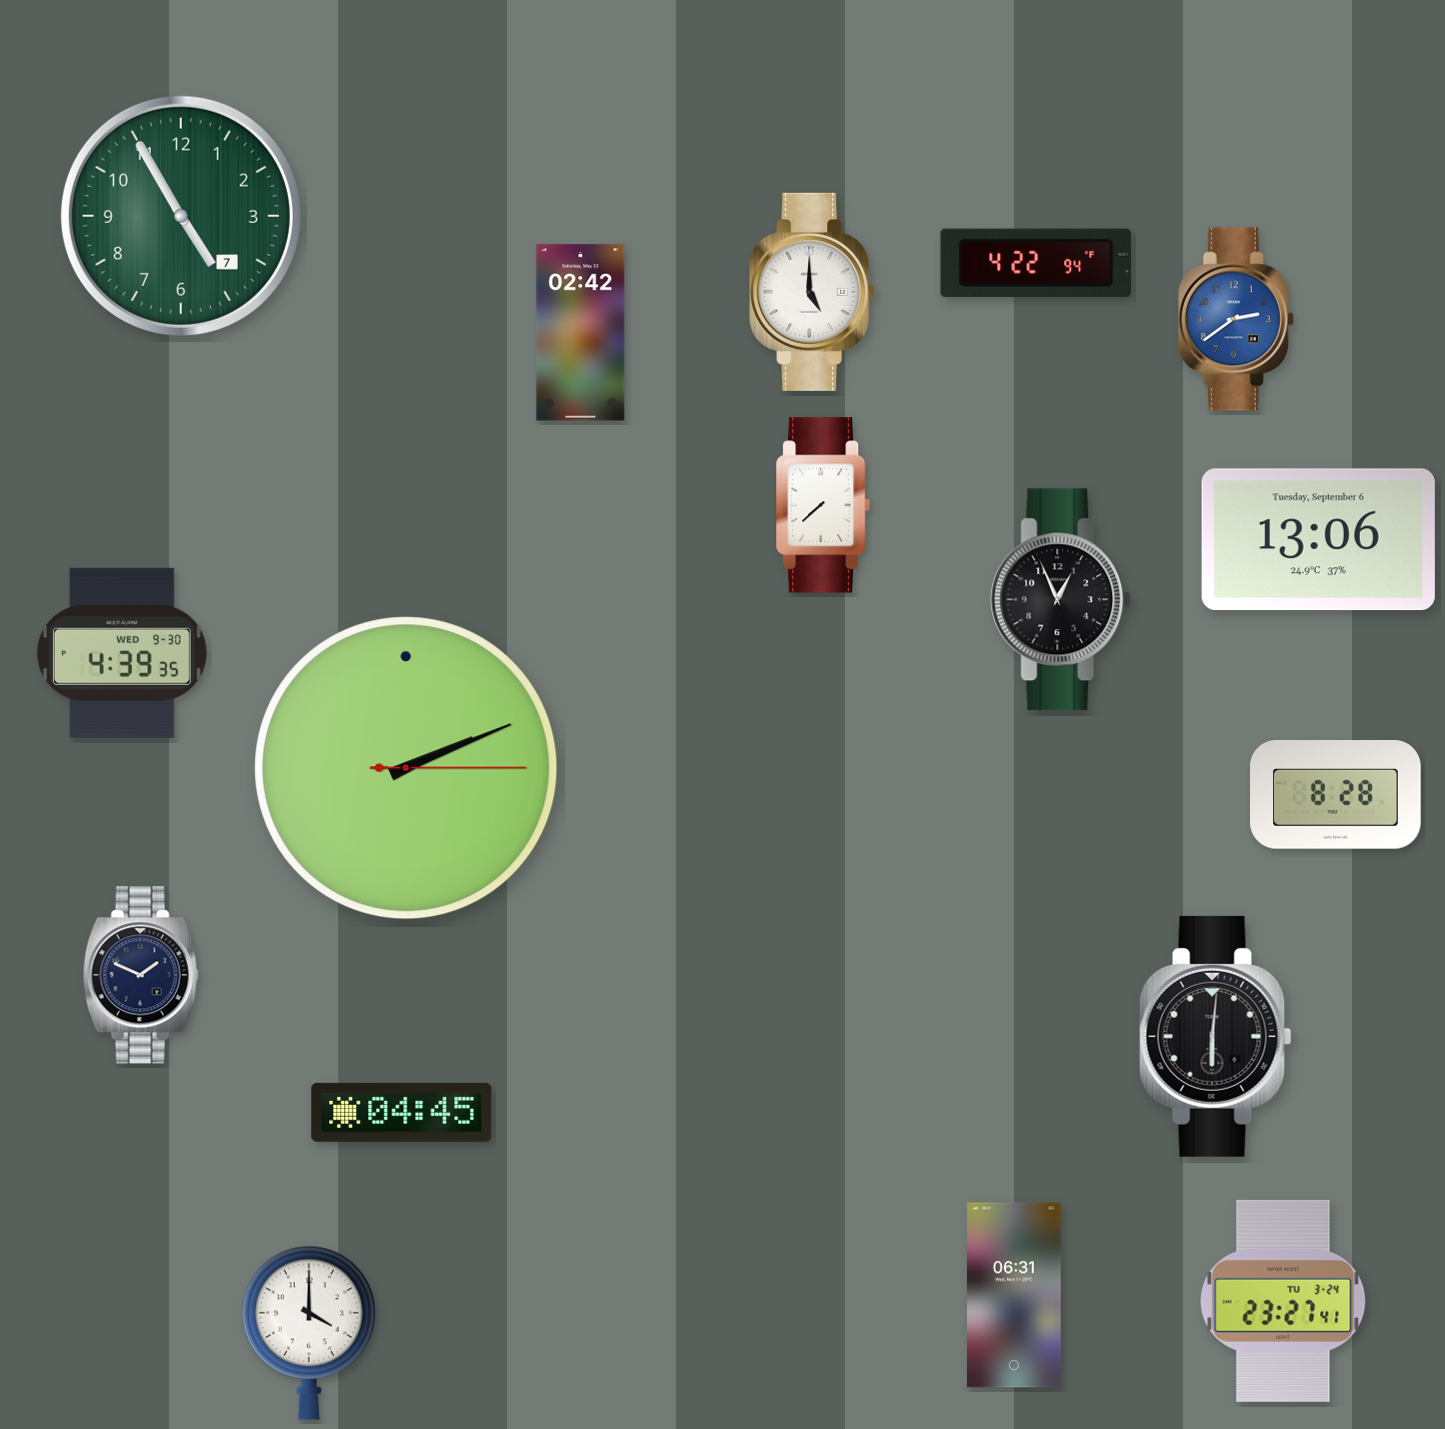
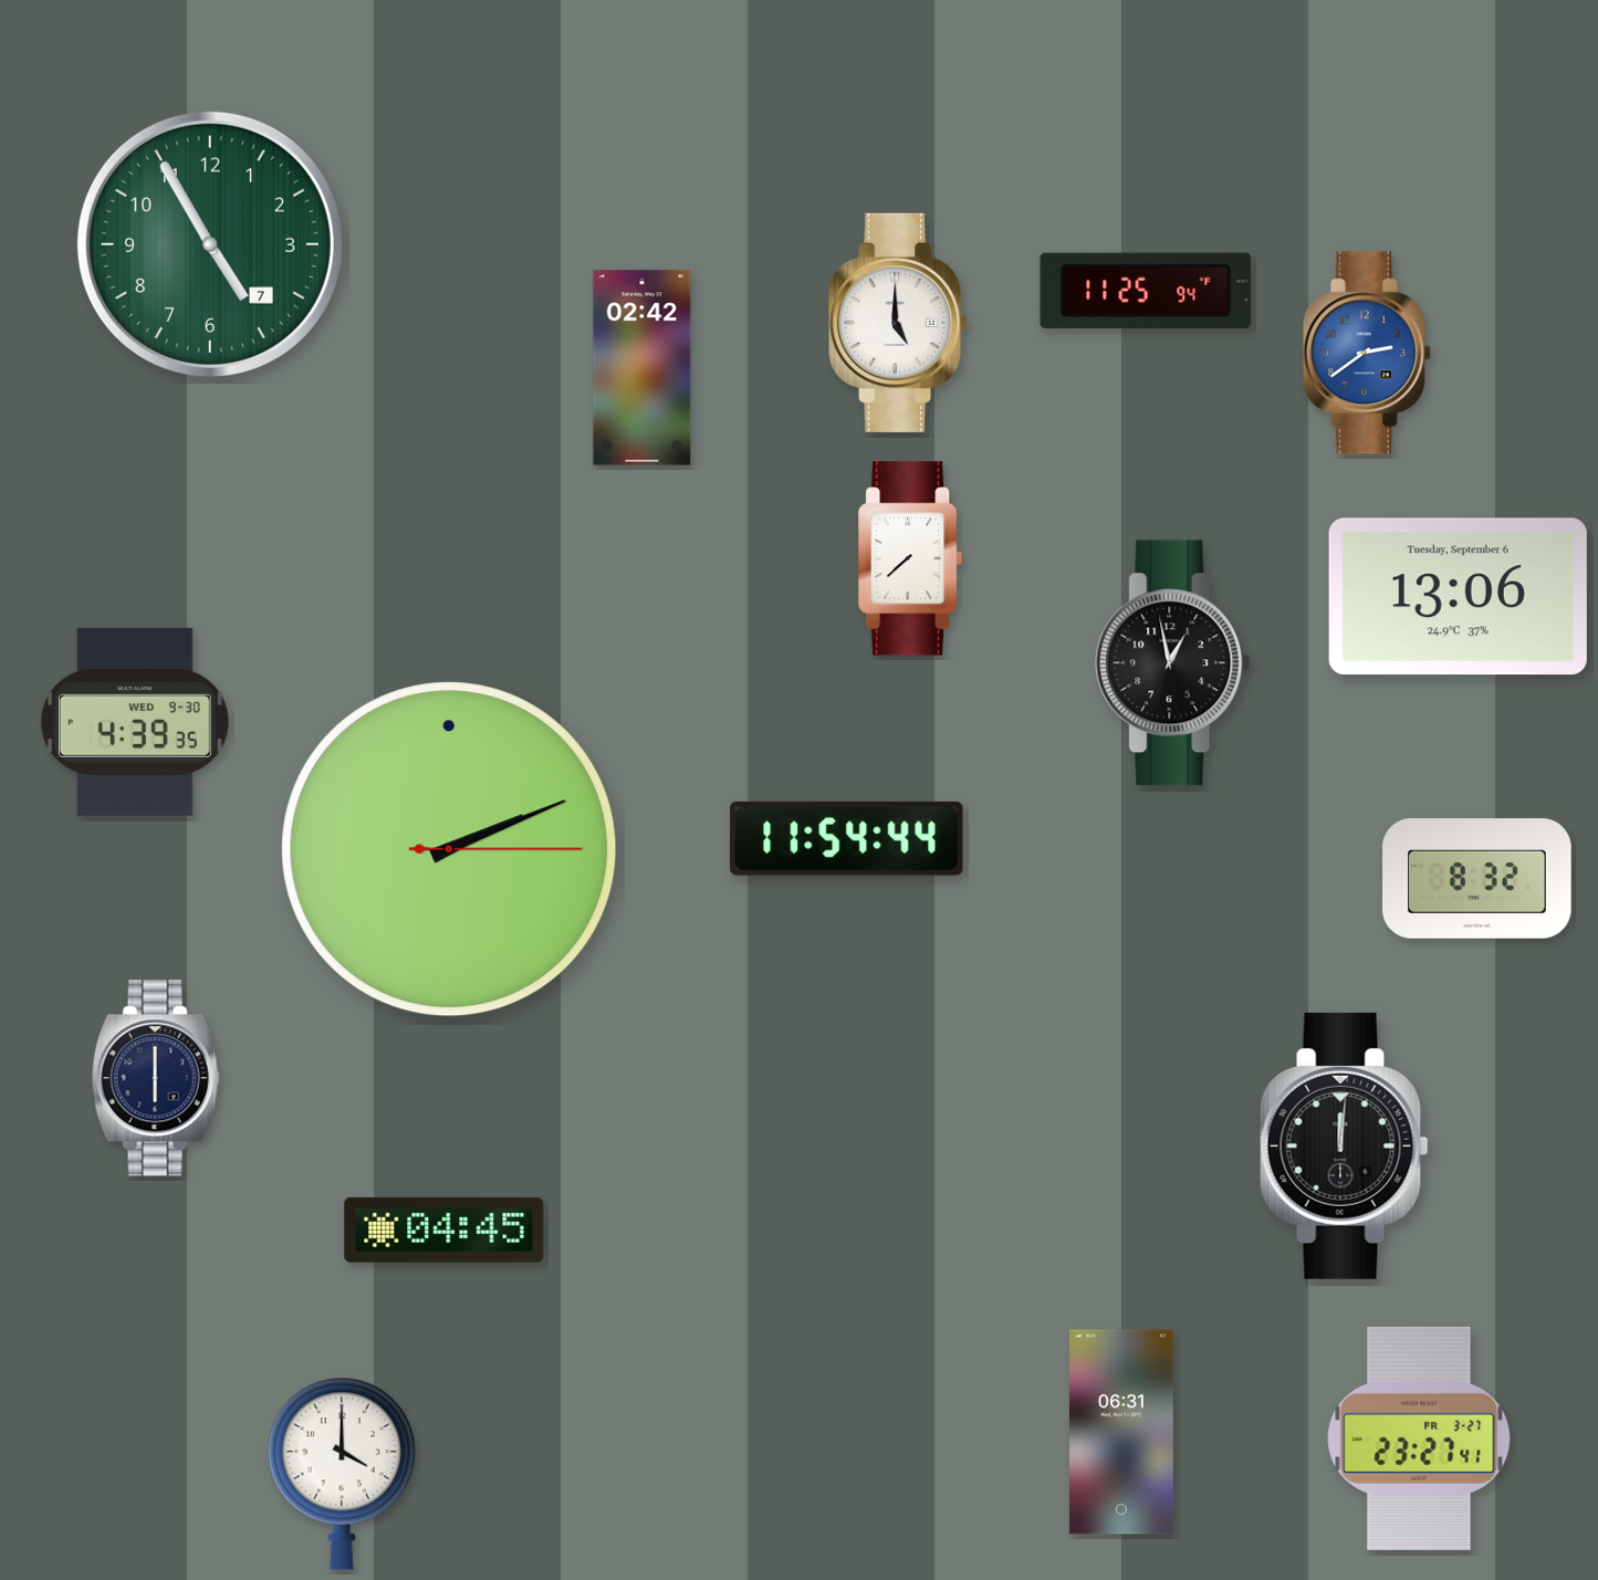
clock at (181, 216) position: (181, 216) -> (210, 244)
clock at (1036, 263): 4:22 -> 11:25
clock at (1061, 600): 12:56 -> 12:58
clock at (847, 838): none -> 11:54
clock at (1336, 795): 8:28 -> 8:32
clock at (141, 975): 1:49 -> 6:00
clock at (1216, 1036): 6:01 -> 12:01
clock at (1283, 1301) date: TU 3-24 -> FR 3-27
